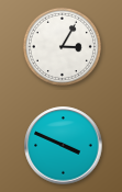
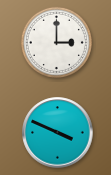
clock at (62, 46): 3:05 -> 3:00
